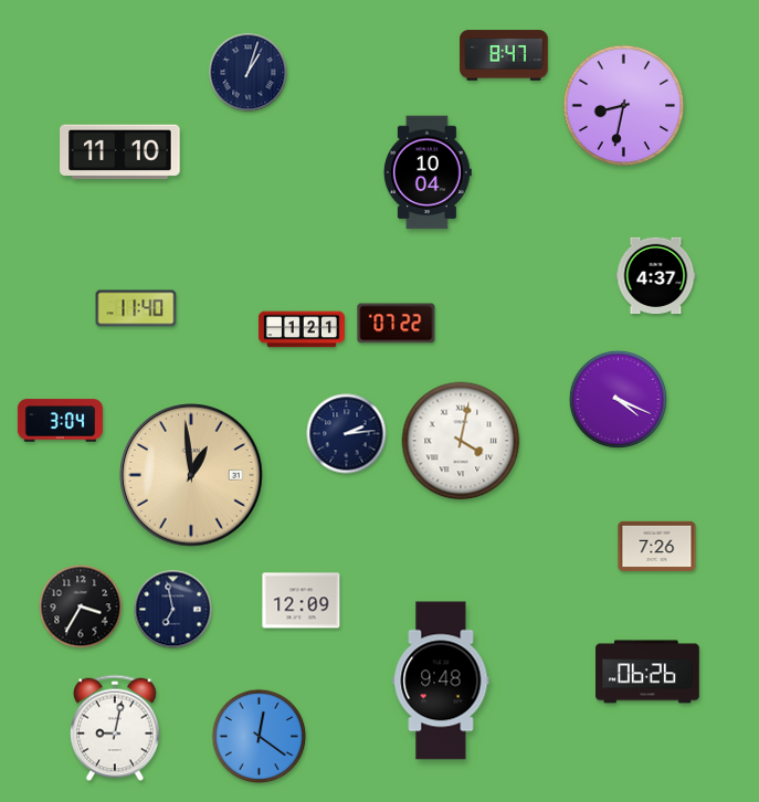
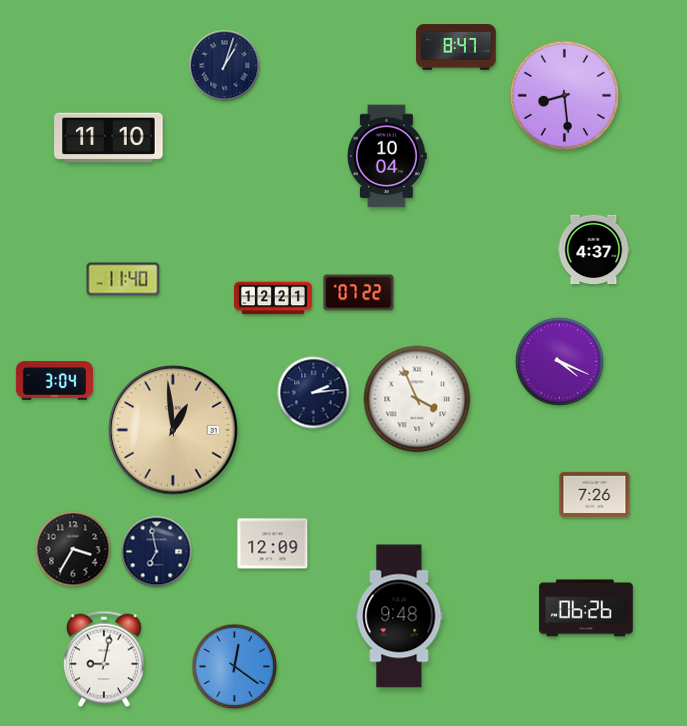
clock at (504, 55) position: (504, 55) -> (456, 47)
clock at (624, 106): 8:32 -> 8:29
clock at (302, 329): 1:21 -> 12:21
clock at (461, 441): 4:02 -> 3:56
